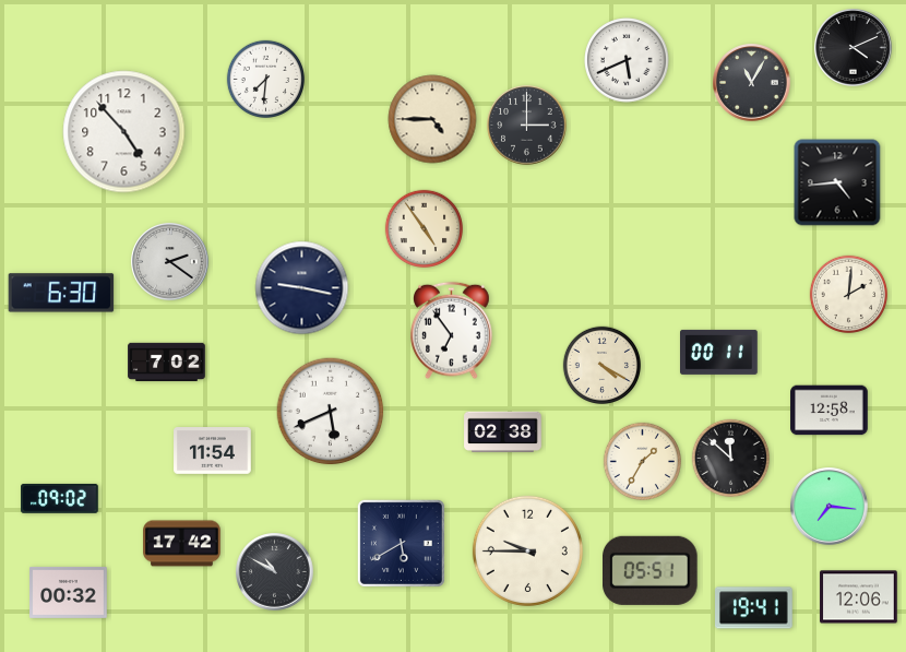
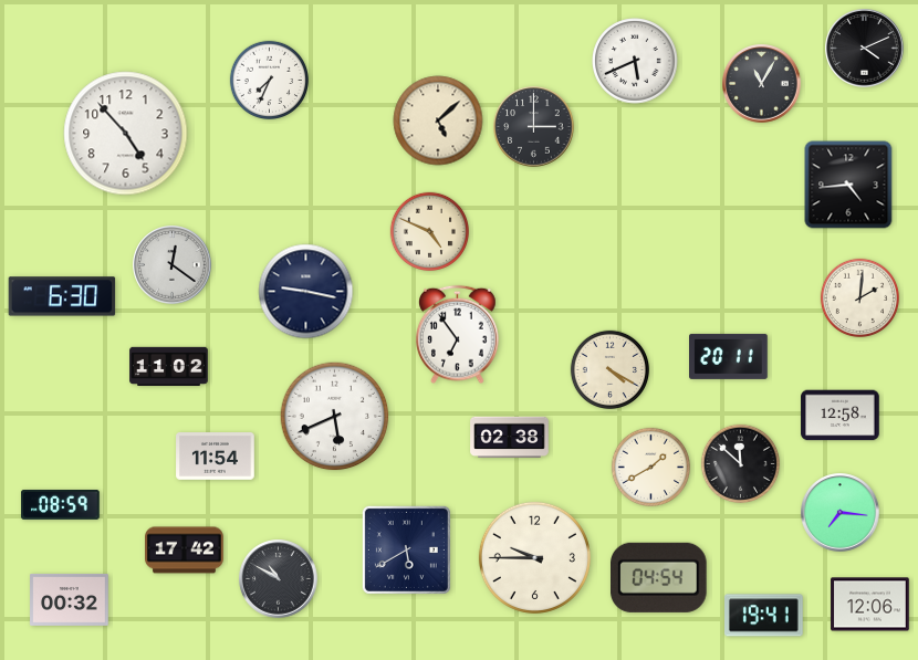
clock at (265, 79): 7:31 -> 7:34
clock at (432, 119): 4:45 -> 5:08
clock at (424, 228): 4:54 -> 4:49
clock at (170, 262): 2:21 -> 12:21
clock at (719, 352): 00:11 -> 20:11
clock at (167, 363): 7:02 -> 11:02
clock at (642, 461): 1:35 -> 1:40
clock at (60, 498): 09:02 -> 08:59
clock at (651, 570): 05:51 -> 04:54
